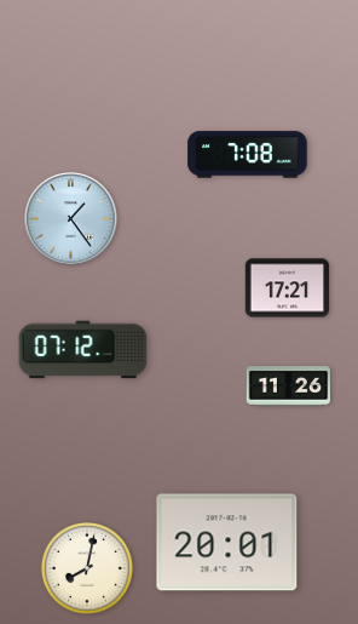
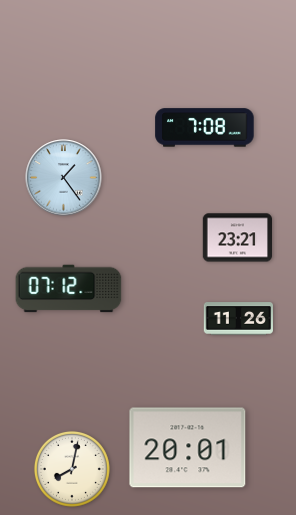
clock at (71, 219) position: (71, 219) -> (64, 178)
clock at (287, 288): 17:21 -> 23:21
